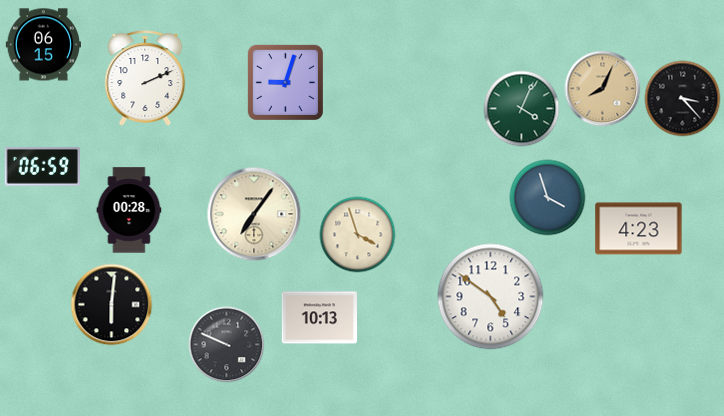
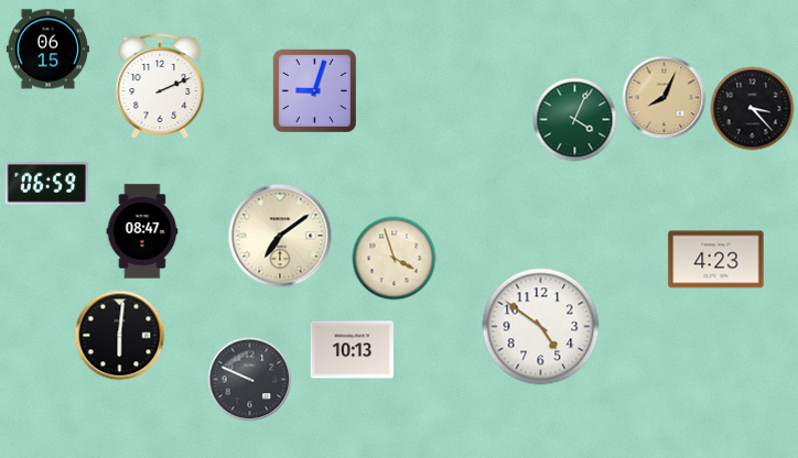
clock at (548, 198): 3:57 -> none
clock at (129, 210): 00:28 -> 08:47
clock at (254, 214): 7:06 -> 7:09
clock at (639, 229) position: (639, 229) -> (716, 260)
clock at (112, 305) position: (112, 305) -> (120, 336)
